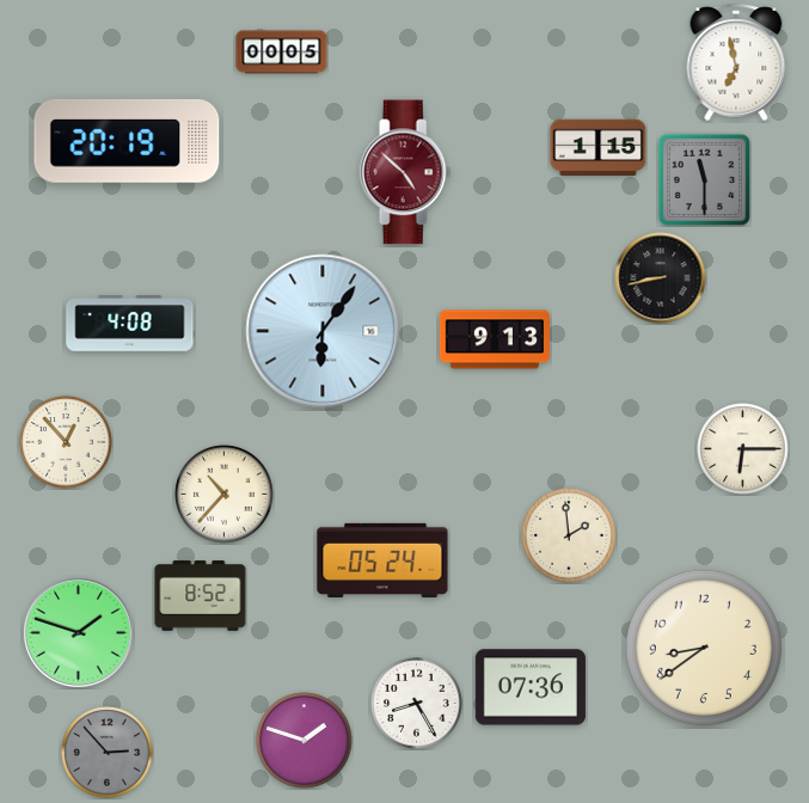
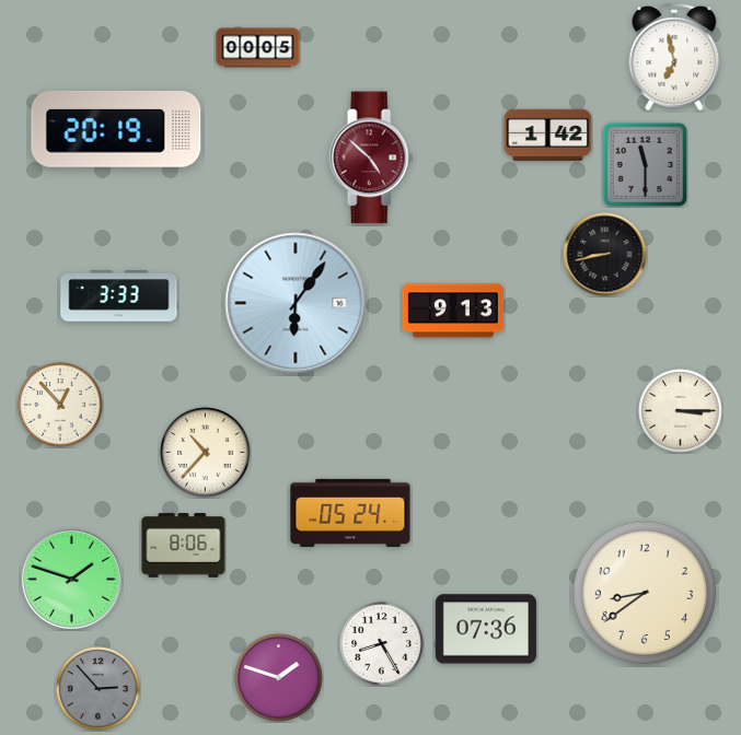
clock at (599, 148): 1:15 -> 1:42
clock at (130, 324): 4:08 -> 3:33
clock at (743, 449): 6:15 -> 3:15
clock at (569, 535): 1:59 -> none
clock at (201, 596): 8:52 -> 8:06
